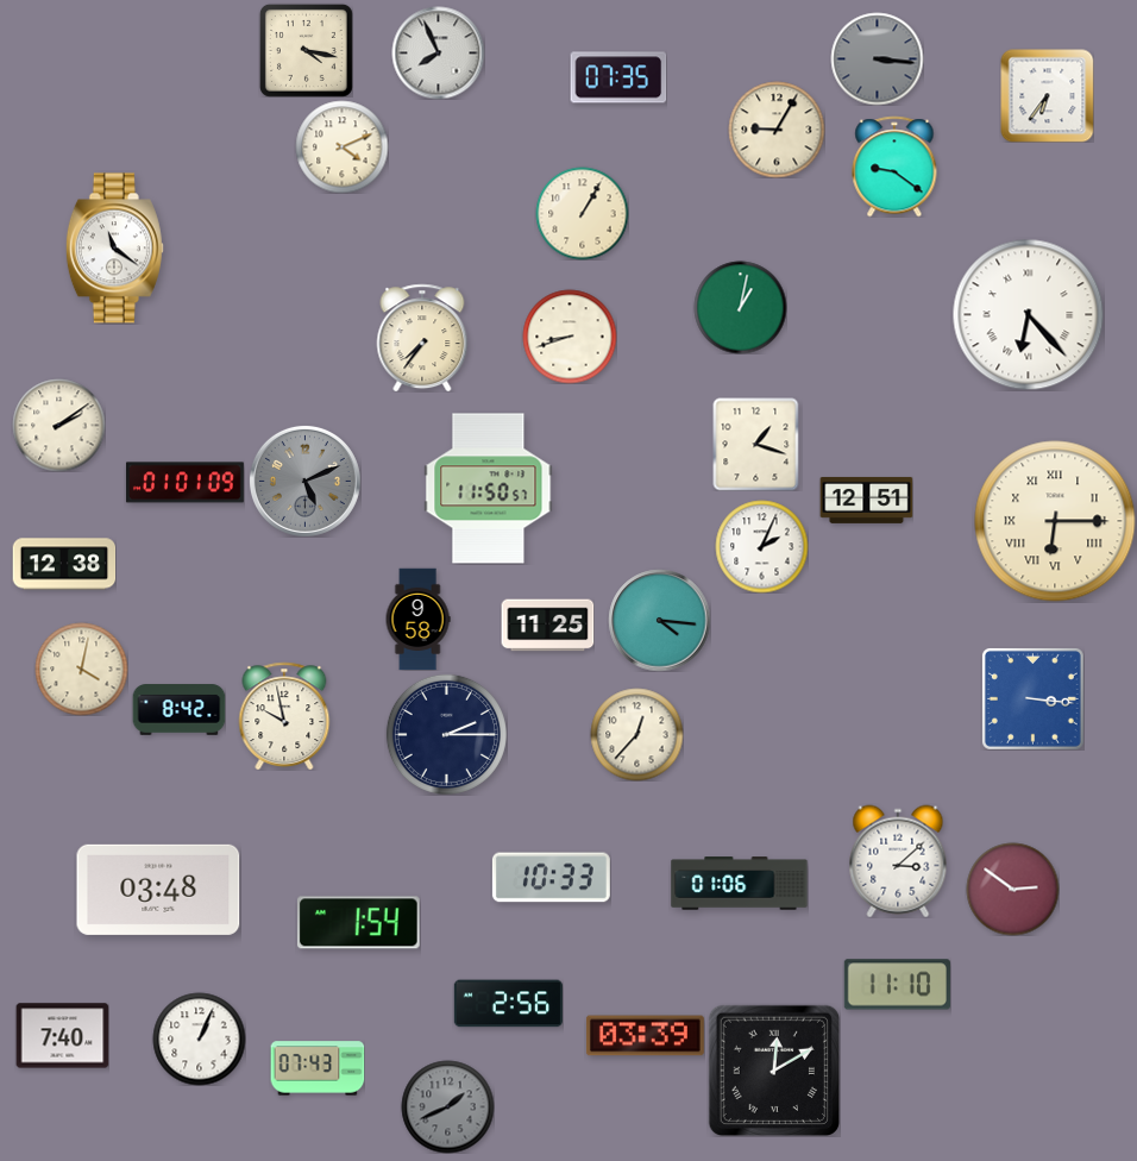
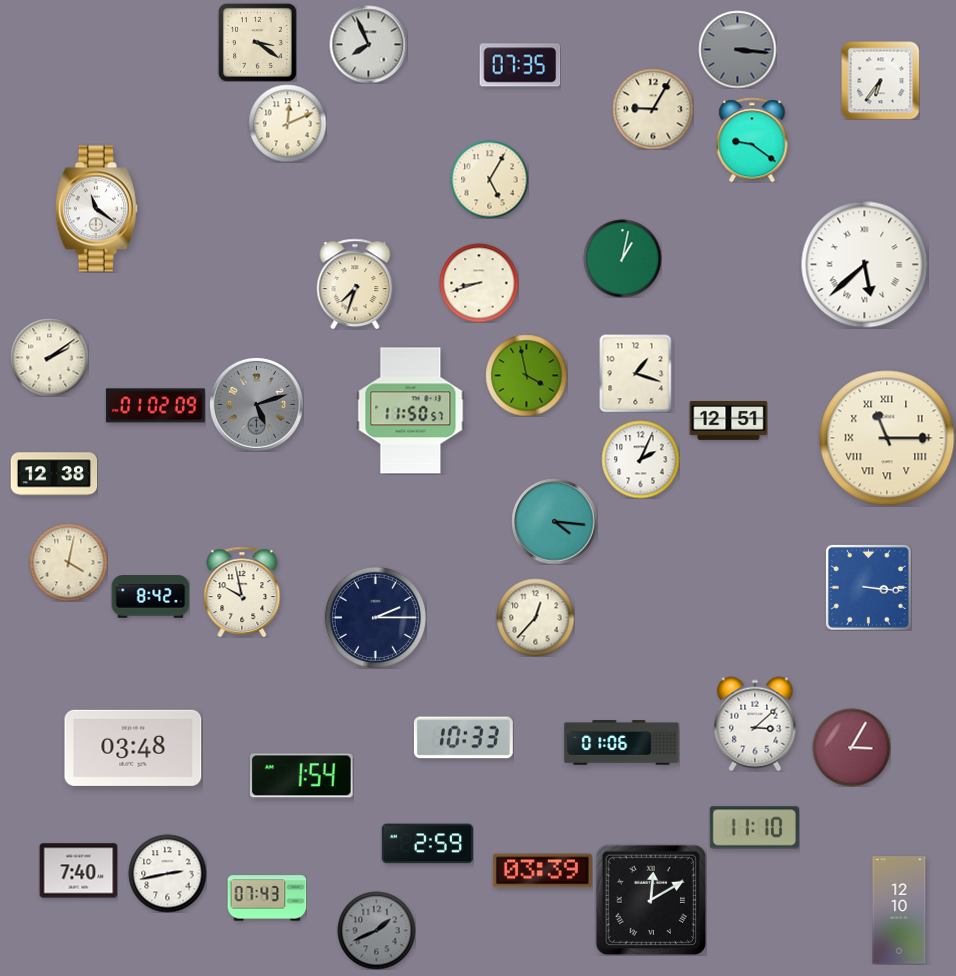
clock at (306, 50): 4:17 -> 3:21
clock at (341, 146): 4:11 -> 12:11
clock at (582, 213): 1:05 -> 5:05
clock at (1028, 314): 6:23 -> 5:38
clock at (422, 338): 7:36 -> 7:33
clock at (526, 375): none -> 3:58
clock at (304, 481): 5:11 -> 5:12
clock at (184, 483): 01:01 -> 01:02
clock at (1055, 521): 6:15 -> 11:15
clock at (417, 619): 9:58 -> none
clock at (547, 626): 11:25 -> none
clock at (284, 716) position: (284, 716) -> (242, 592)
clock at (1012, 889): 2:51 -> 3:05
clock at (508, 1004): 2:56 -> 2:59
clock at (62, 1036) position: (62, 1036) -> (78, 871)
clock at (199, 1038): 1:04 -> 2:43
clock at (899, 910): none -> 12:10
